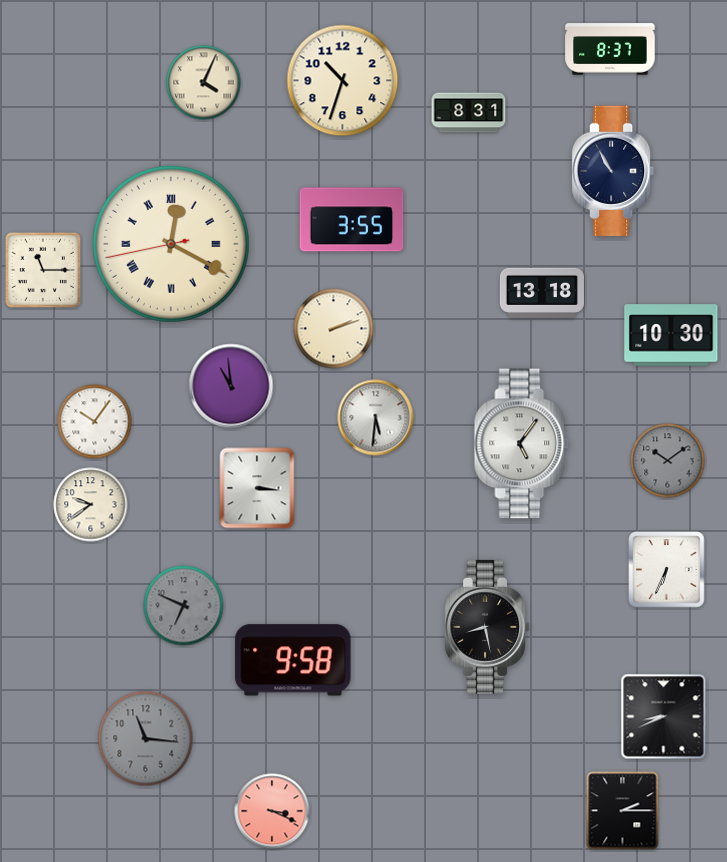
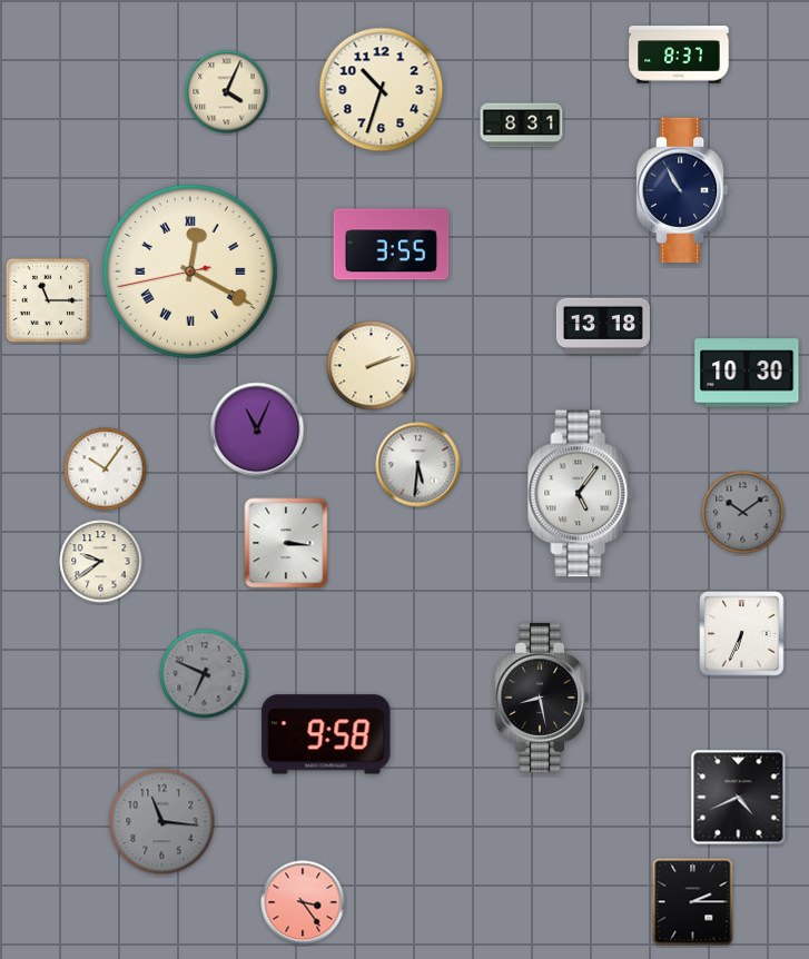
clock at (231, 386): 10:59 -> 11:04
clock at (664, 717): 8:41 -> 4:41
clock at (272, 811): 3:19 -> 3:24
